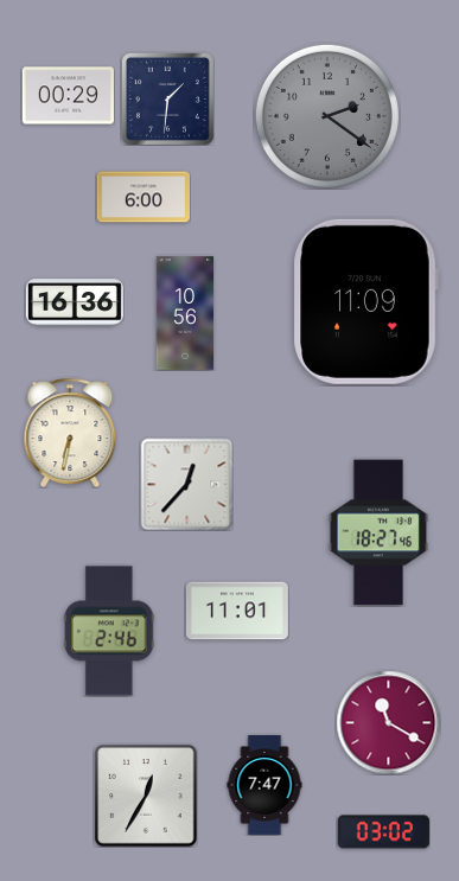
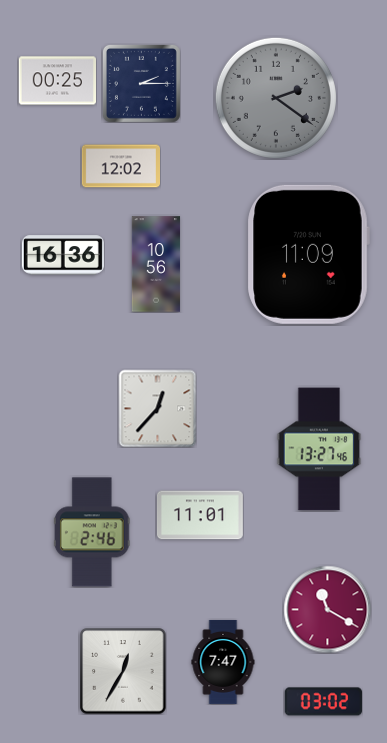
clock at (68, 96): 00:29 -> 00:25
clock at (167, 98): 1:31 -> 2:15
clock at (142, 197): 6:00 -> 12:02
clock at (70, 432): 6:32 -> none
clock at (378, 532): 18:27 -> 13:27
